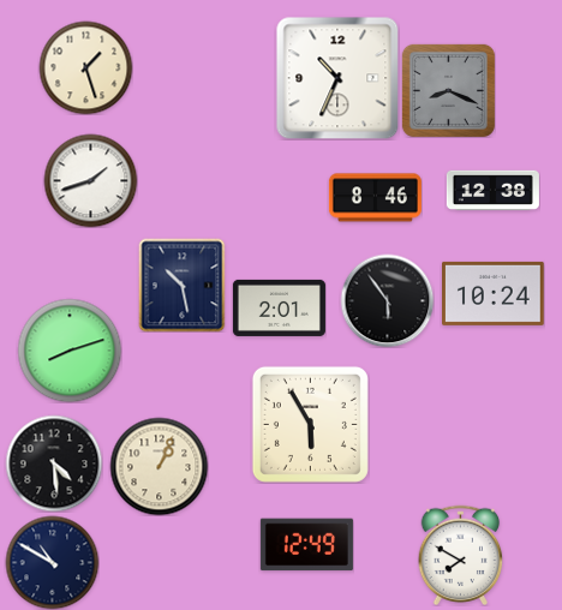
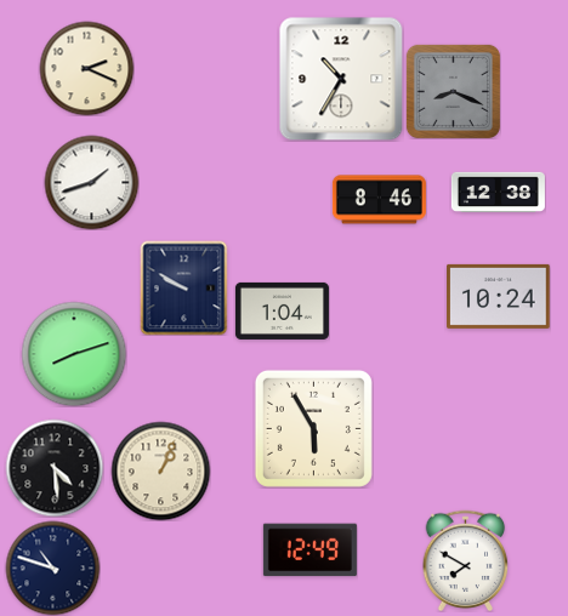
clock at (85, 67): 1:27 -> 2:19
clock at (337, 78): 10:34 -> 10:35
clock at (183, 285): 10:28 -> 9:50
clock at (387, 300): 5:54 -> none
clock at (279, 307): 2:01 -> 1:04
clock at (70, 351) position: (70, 351) -> (74, 354)
clock at (52, 562): 10:50 -> 10:48
